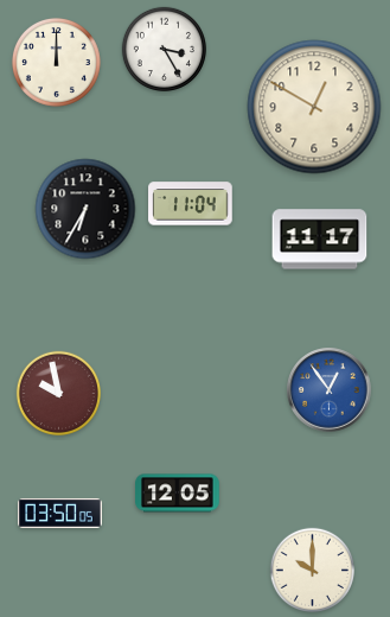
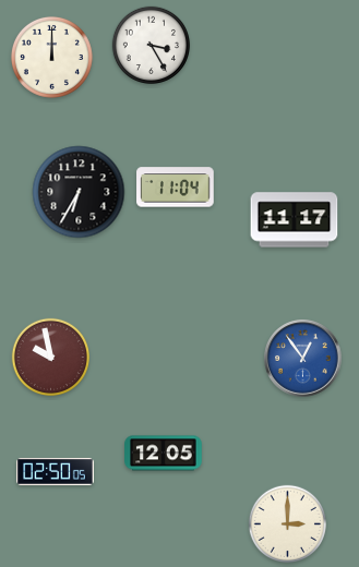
clock at (314, 107): 12:50 -> none
clock at (58, 393) position: (58, 393) -> (50, 357)
clock at (60, 513): 03:50 -> 02:50
clock at (312, 570): 10:00 -> 3:00
